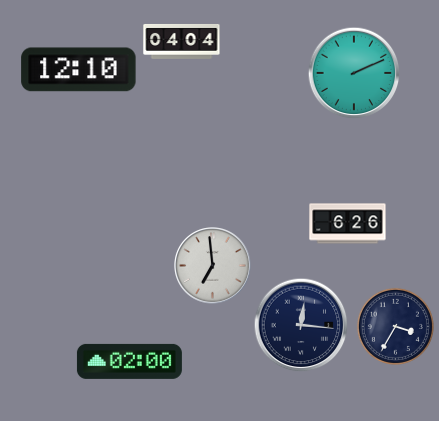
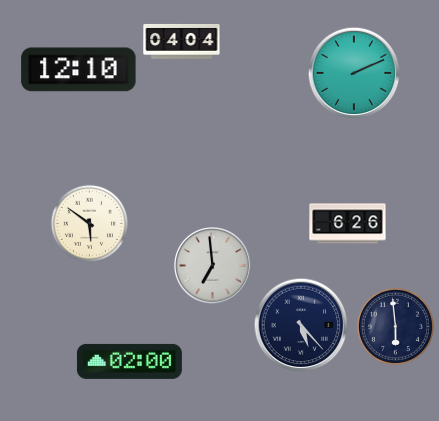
clock at (89, 223): none -> 5:51
clock at (301, 325): 12:16 -> 5:23
clock at (395, 326): 3:35 -> 5:59
